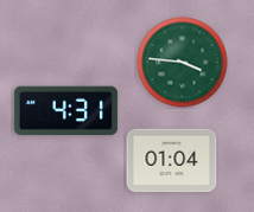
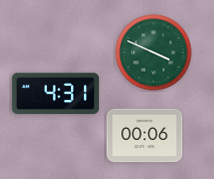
clock at (183, 63): 3:46 -> 3:49
clock at (172, 161): 01:04 -> 00:06
